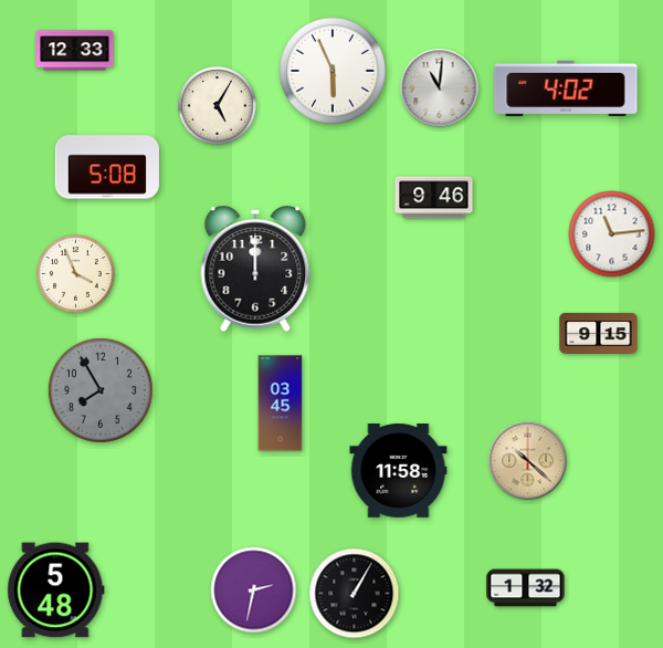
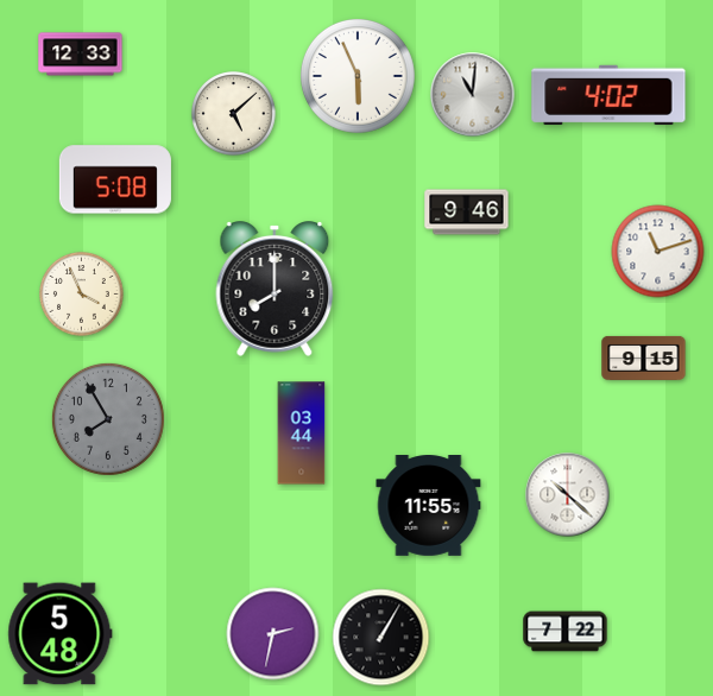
clock at (218, 106): 5:05 -> 5:08
clock at (612, 234): 11:14 -> 11:12
clock at (255, 270): 12:00 -> 8:00
clock at (281, 404): 03:45 -> 03:44
clock at (528, 461) dial: champagne -> white
clock at (399, 471): 11:58 -> 11:55
clock at (526, 588): 1:32 -> 7:22
